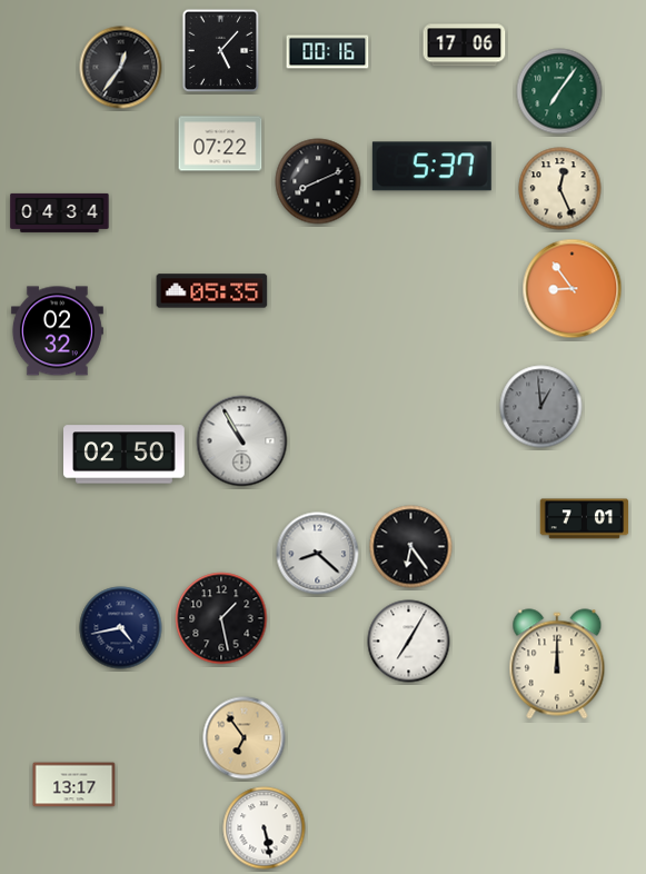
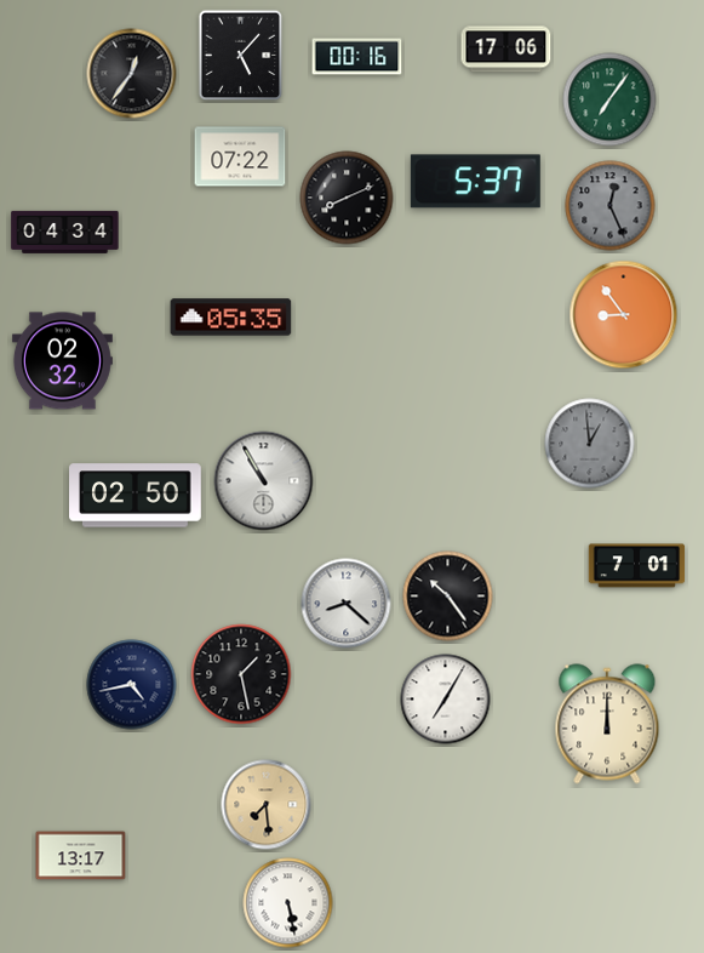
clock at (431, 167) position: (431, 167) -> (475, 182)
clock at (560, 189) dial: cream -> grey
clock at (411, 547): 6:24 -> 10:24
clock at (245, 738): 6:54 -> 7:29
